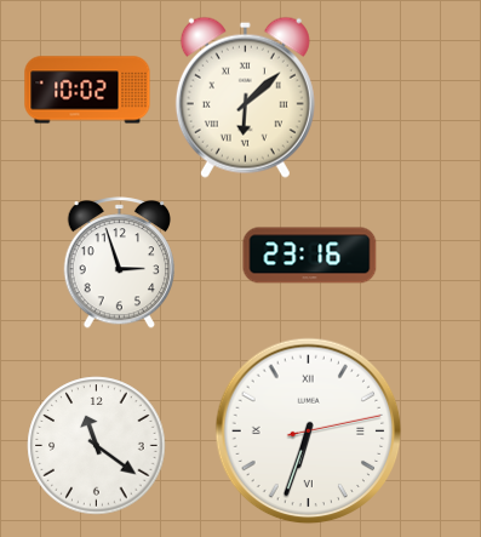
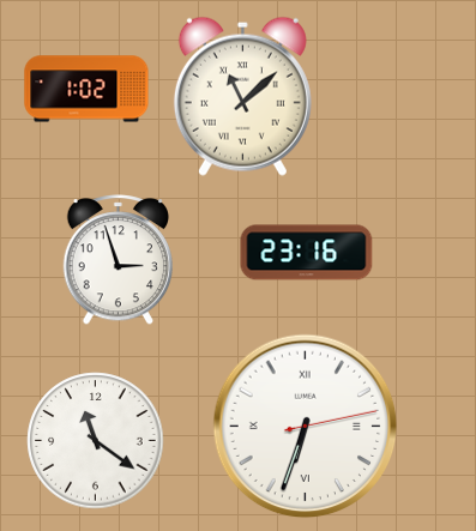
clock at (87, 90): 10:02 -> 1:02
clock at (245, 97): 6:08 -> 11:08
